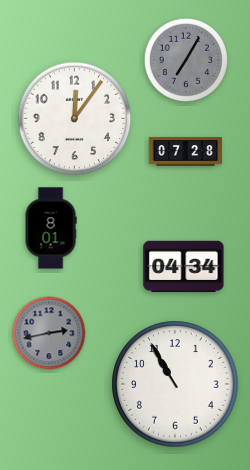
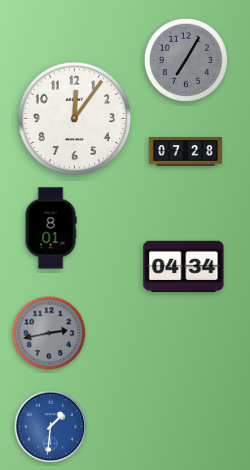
clock at (175, 384): 10:55 -> none
clock at (51, 427): none -> 1:31
